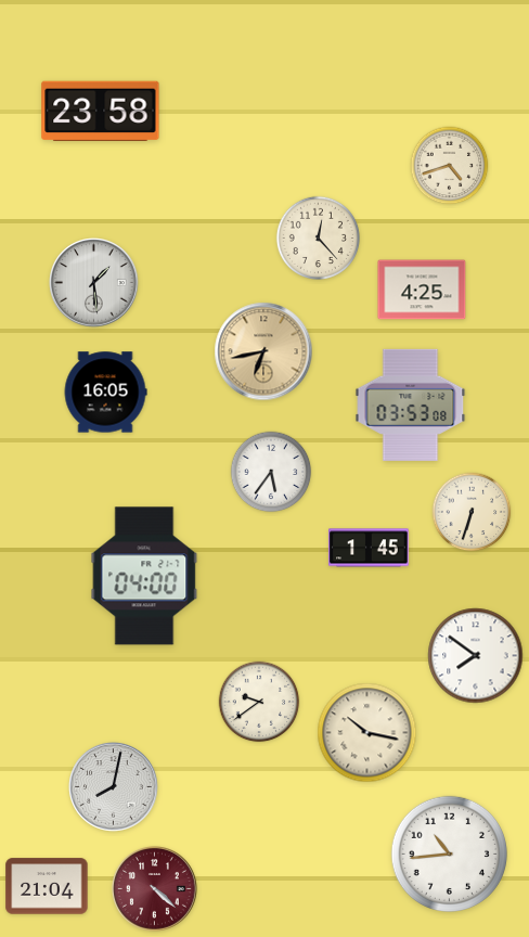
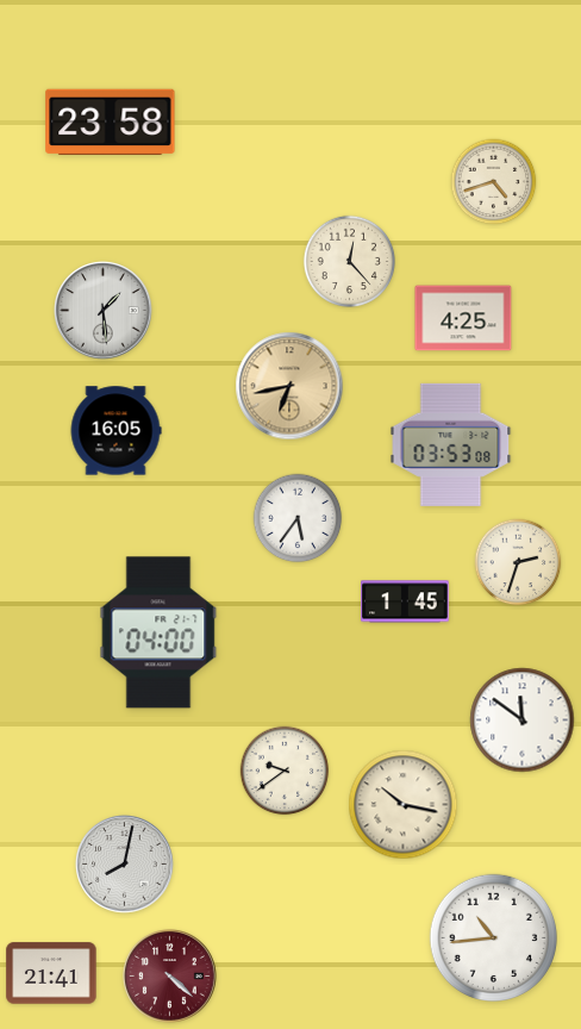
clock at (472, 512): 6:33 -> 2:33
clock at (476, 656): 7:51 -> 11:51
clock at (47, 886): 21:04 -> 21:41
